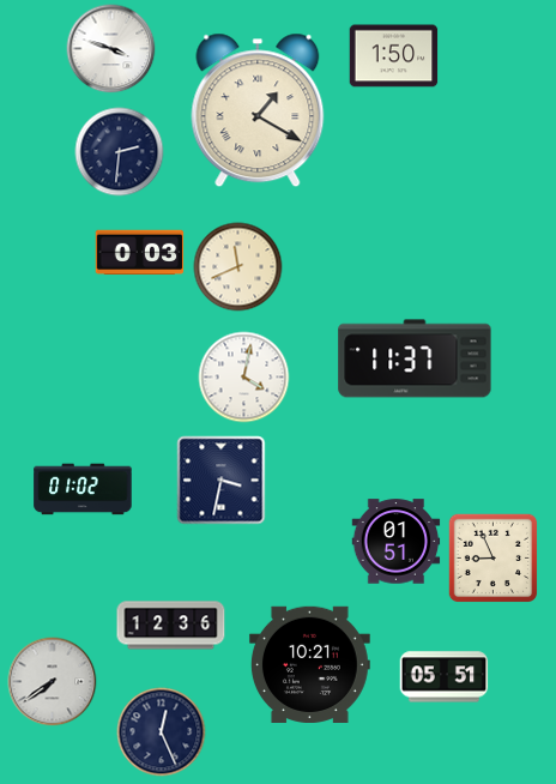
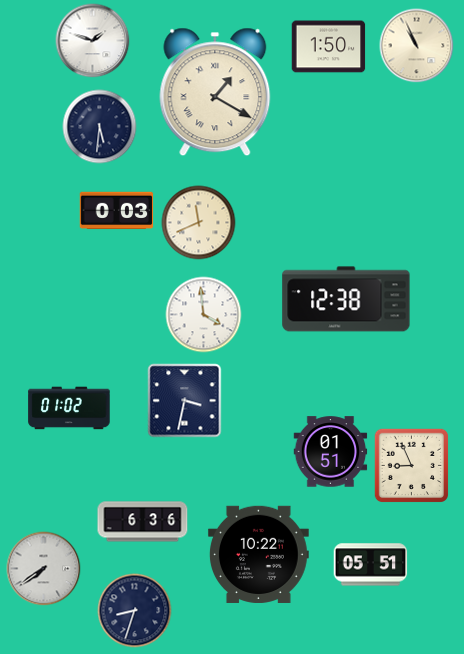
clock at (111, 49): 3:48 -> 1:48
clock at (417, 46): none -> 10:56
clock at (120, 152): 2:31 -> 5:31
clock at (415, 358): 11:37 -> 12:38
clock at (244, 378): 4:02 -> 3:59
clock at (171, 626): 12:36 -> 6:36
clock at (309, 664): 10:21 -> 10:22
clock at (162, 732): 12:26 -> 8:33
